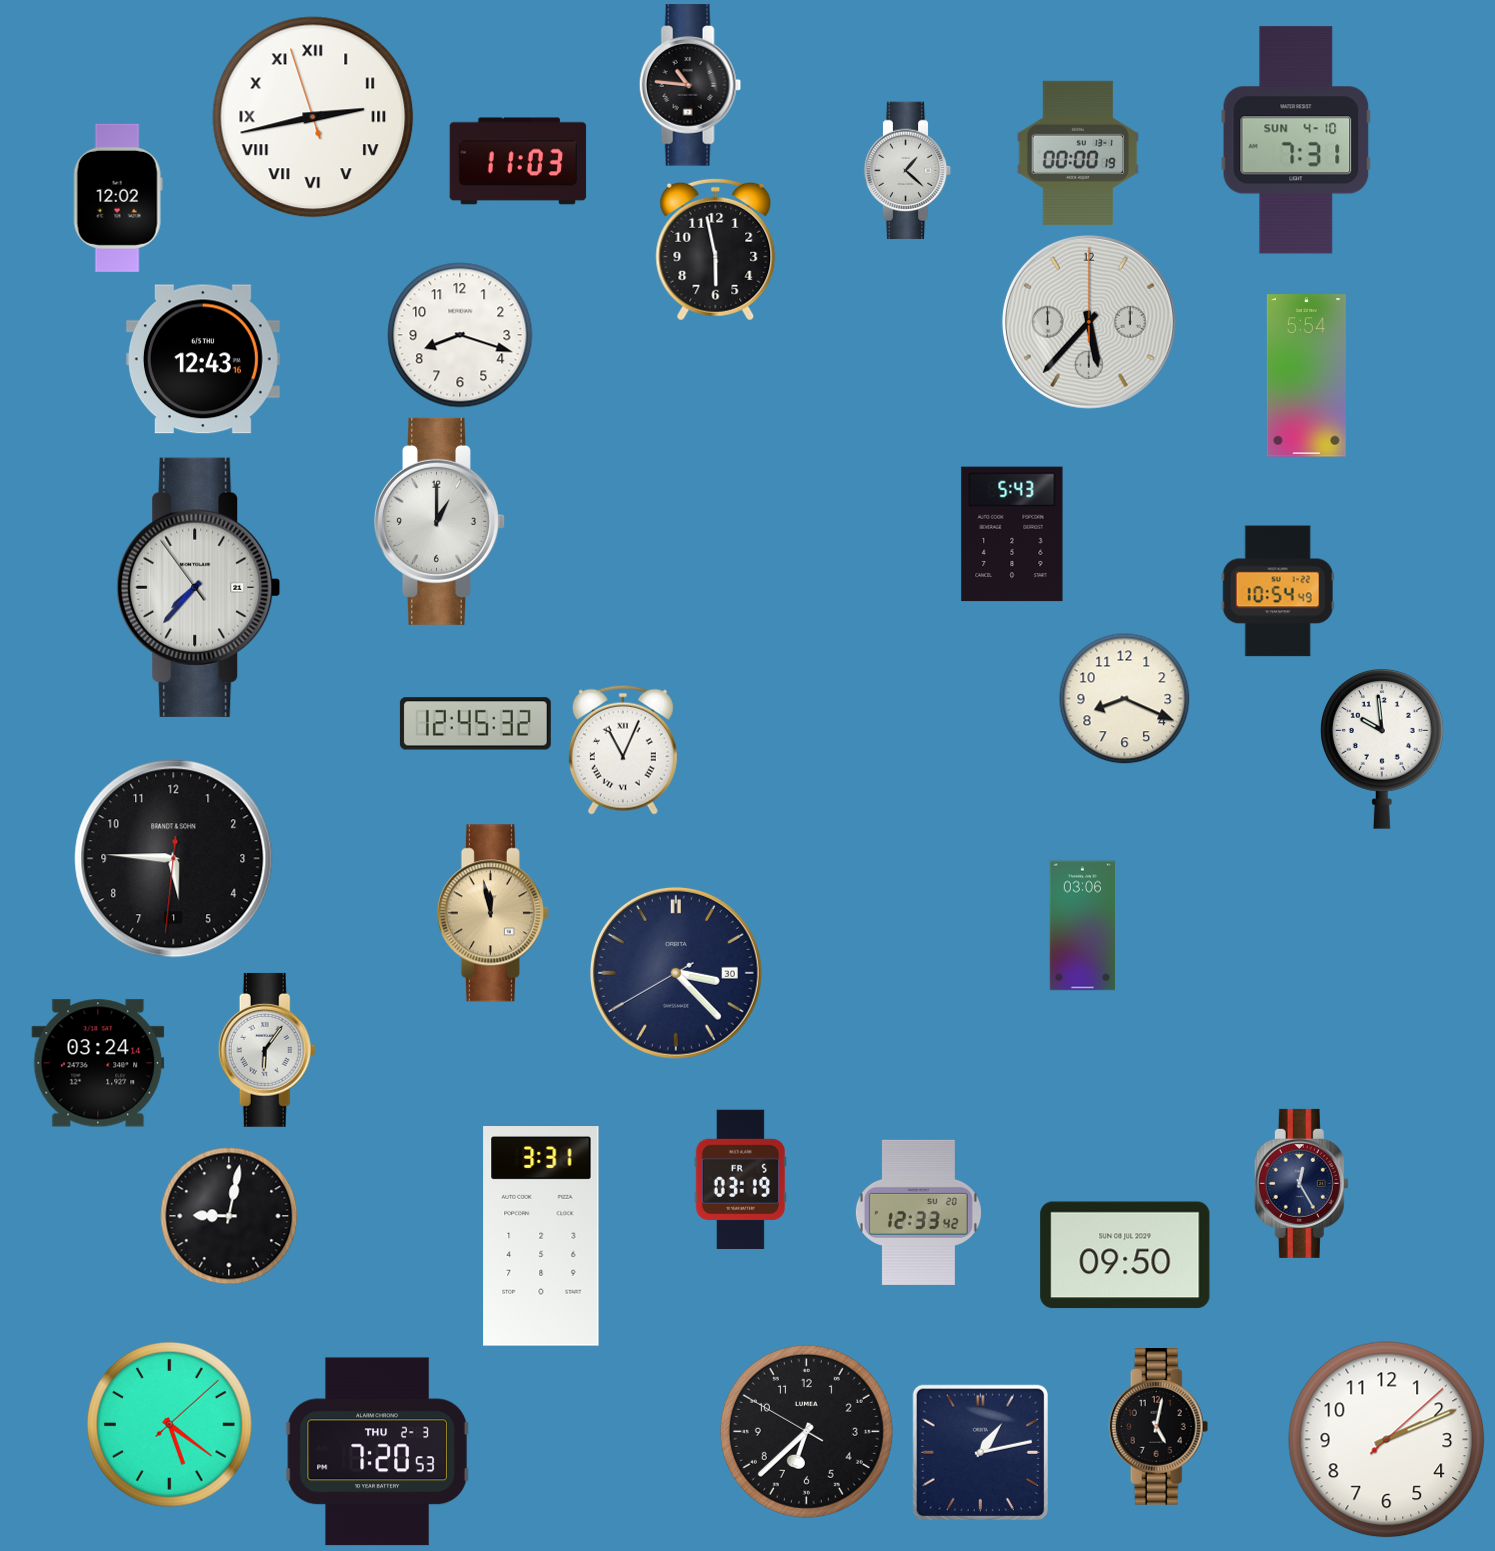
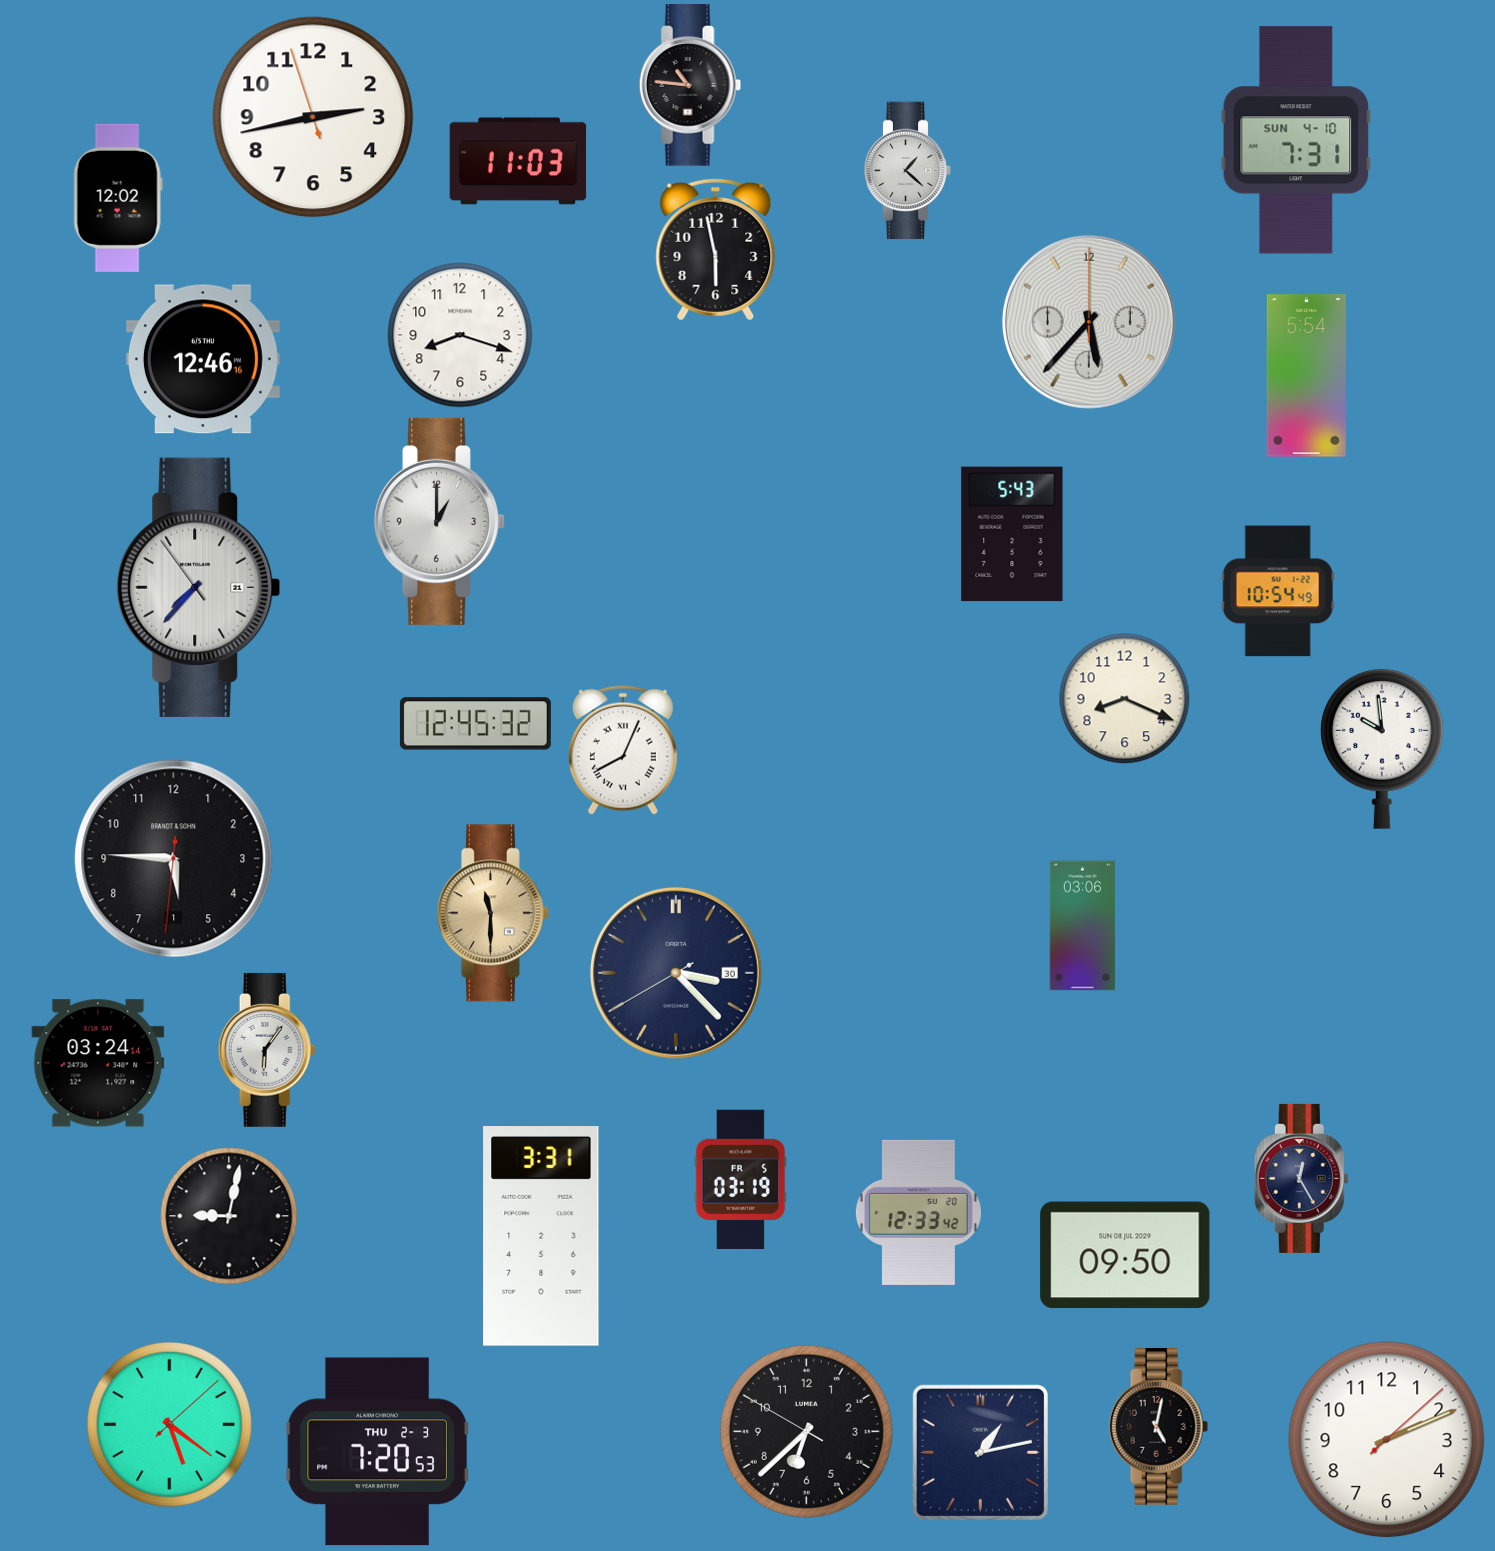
clock at (313, 117) numerals: Roman -> Arabic
clock at (1078, 153): 00:00 -> none
clock at (203, 359): 12:43 -> 12:46
clock at (623, 750): 11:04 -> 8:04
clock at (493, 913): 11:58 -> 11:30
clock at (1301, 1183) position: (1301, 1183) -> (1301, 1178)
